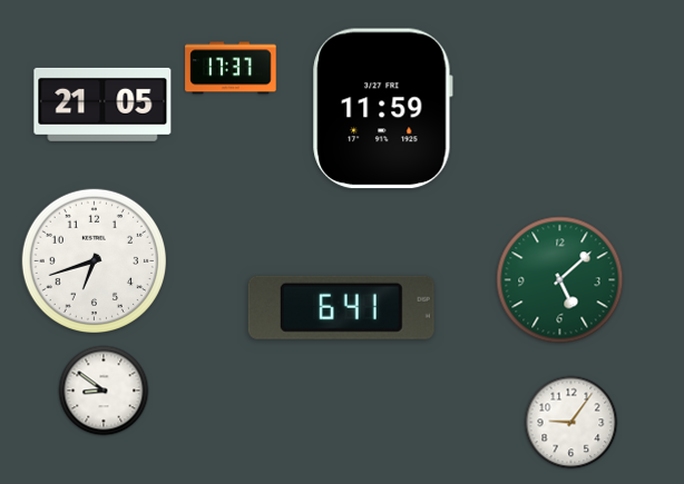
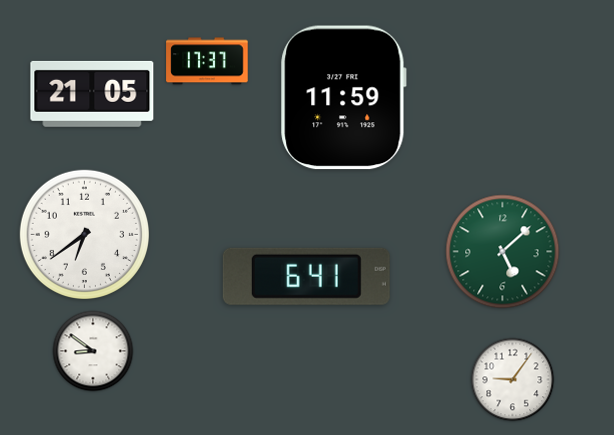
clock at (94, 260): 6:42 -> 6:39
